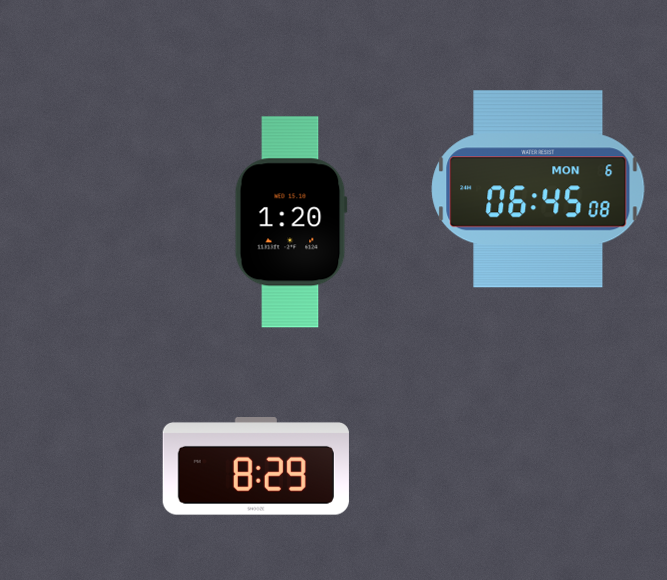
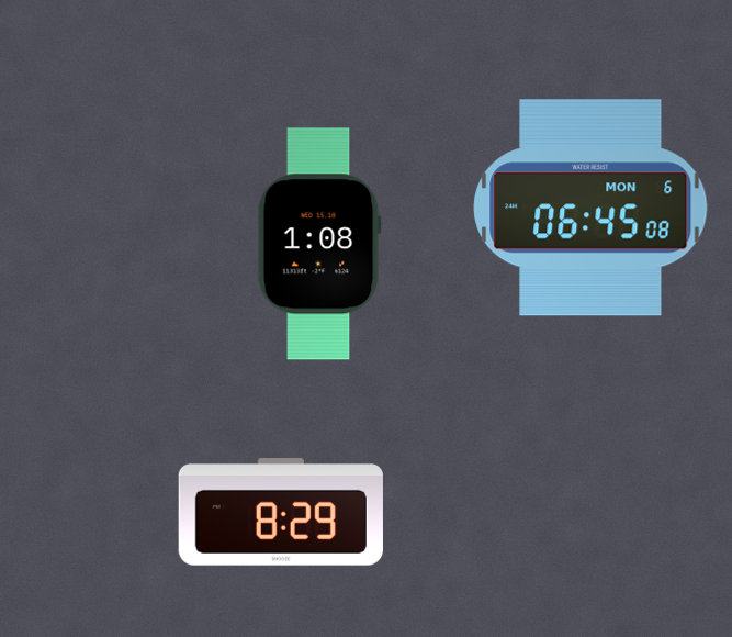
clock at (291, 222): 1:20 -> 1:08
